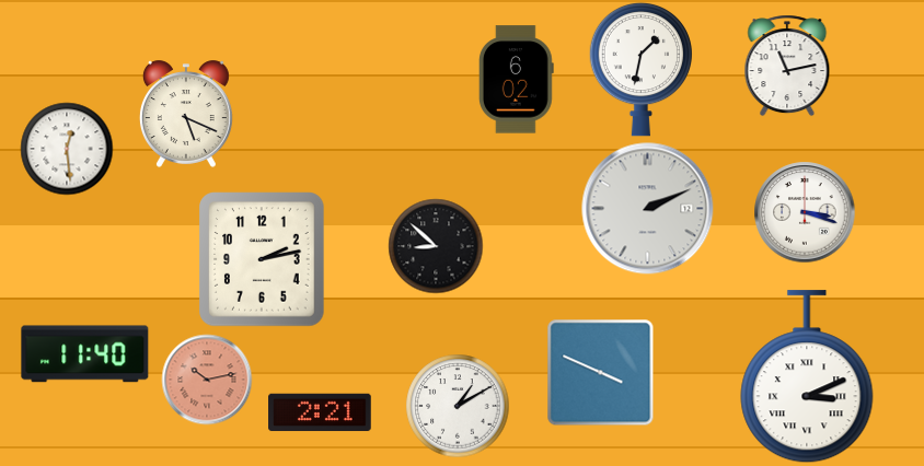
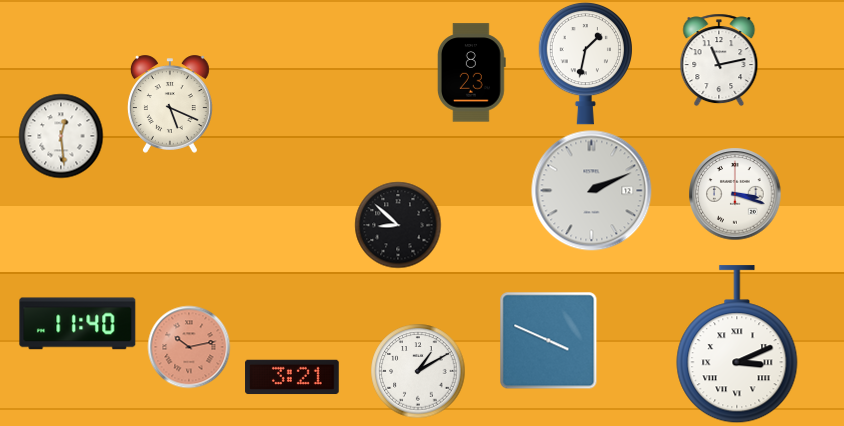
clock at (516, 80): 6:02 -> 8:23
clock at (262, 259): 2:13 -> none
clock at (320, 412): 2:21 -> 3:21
